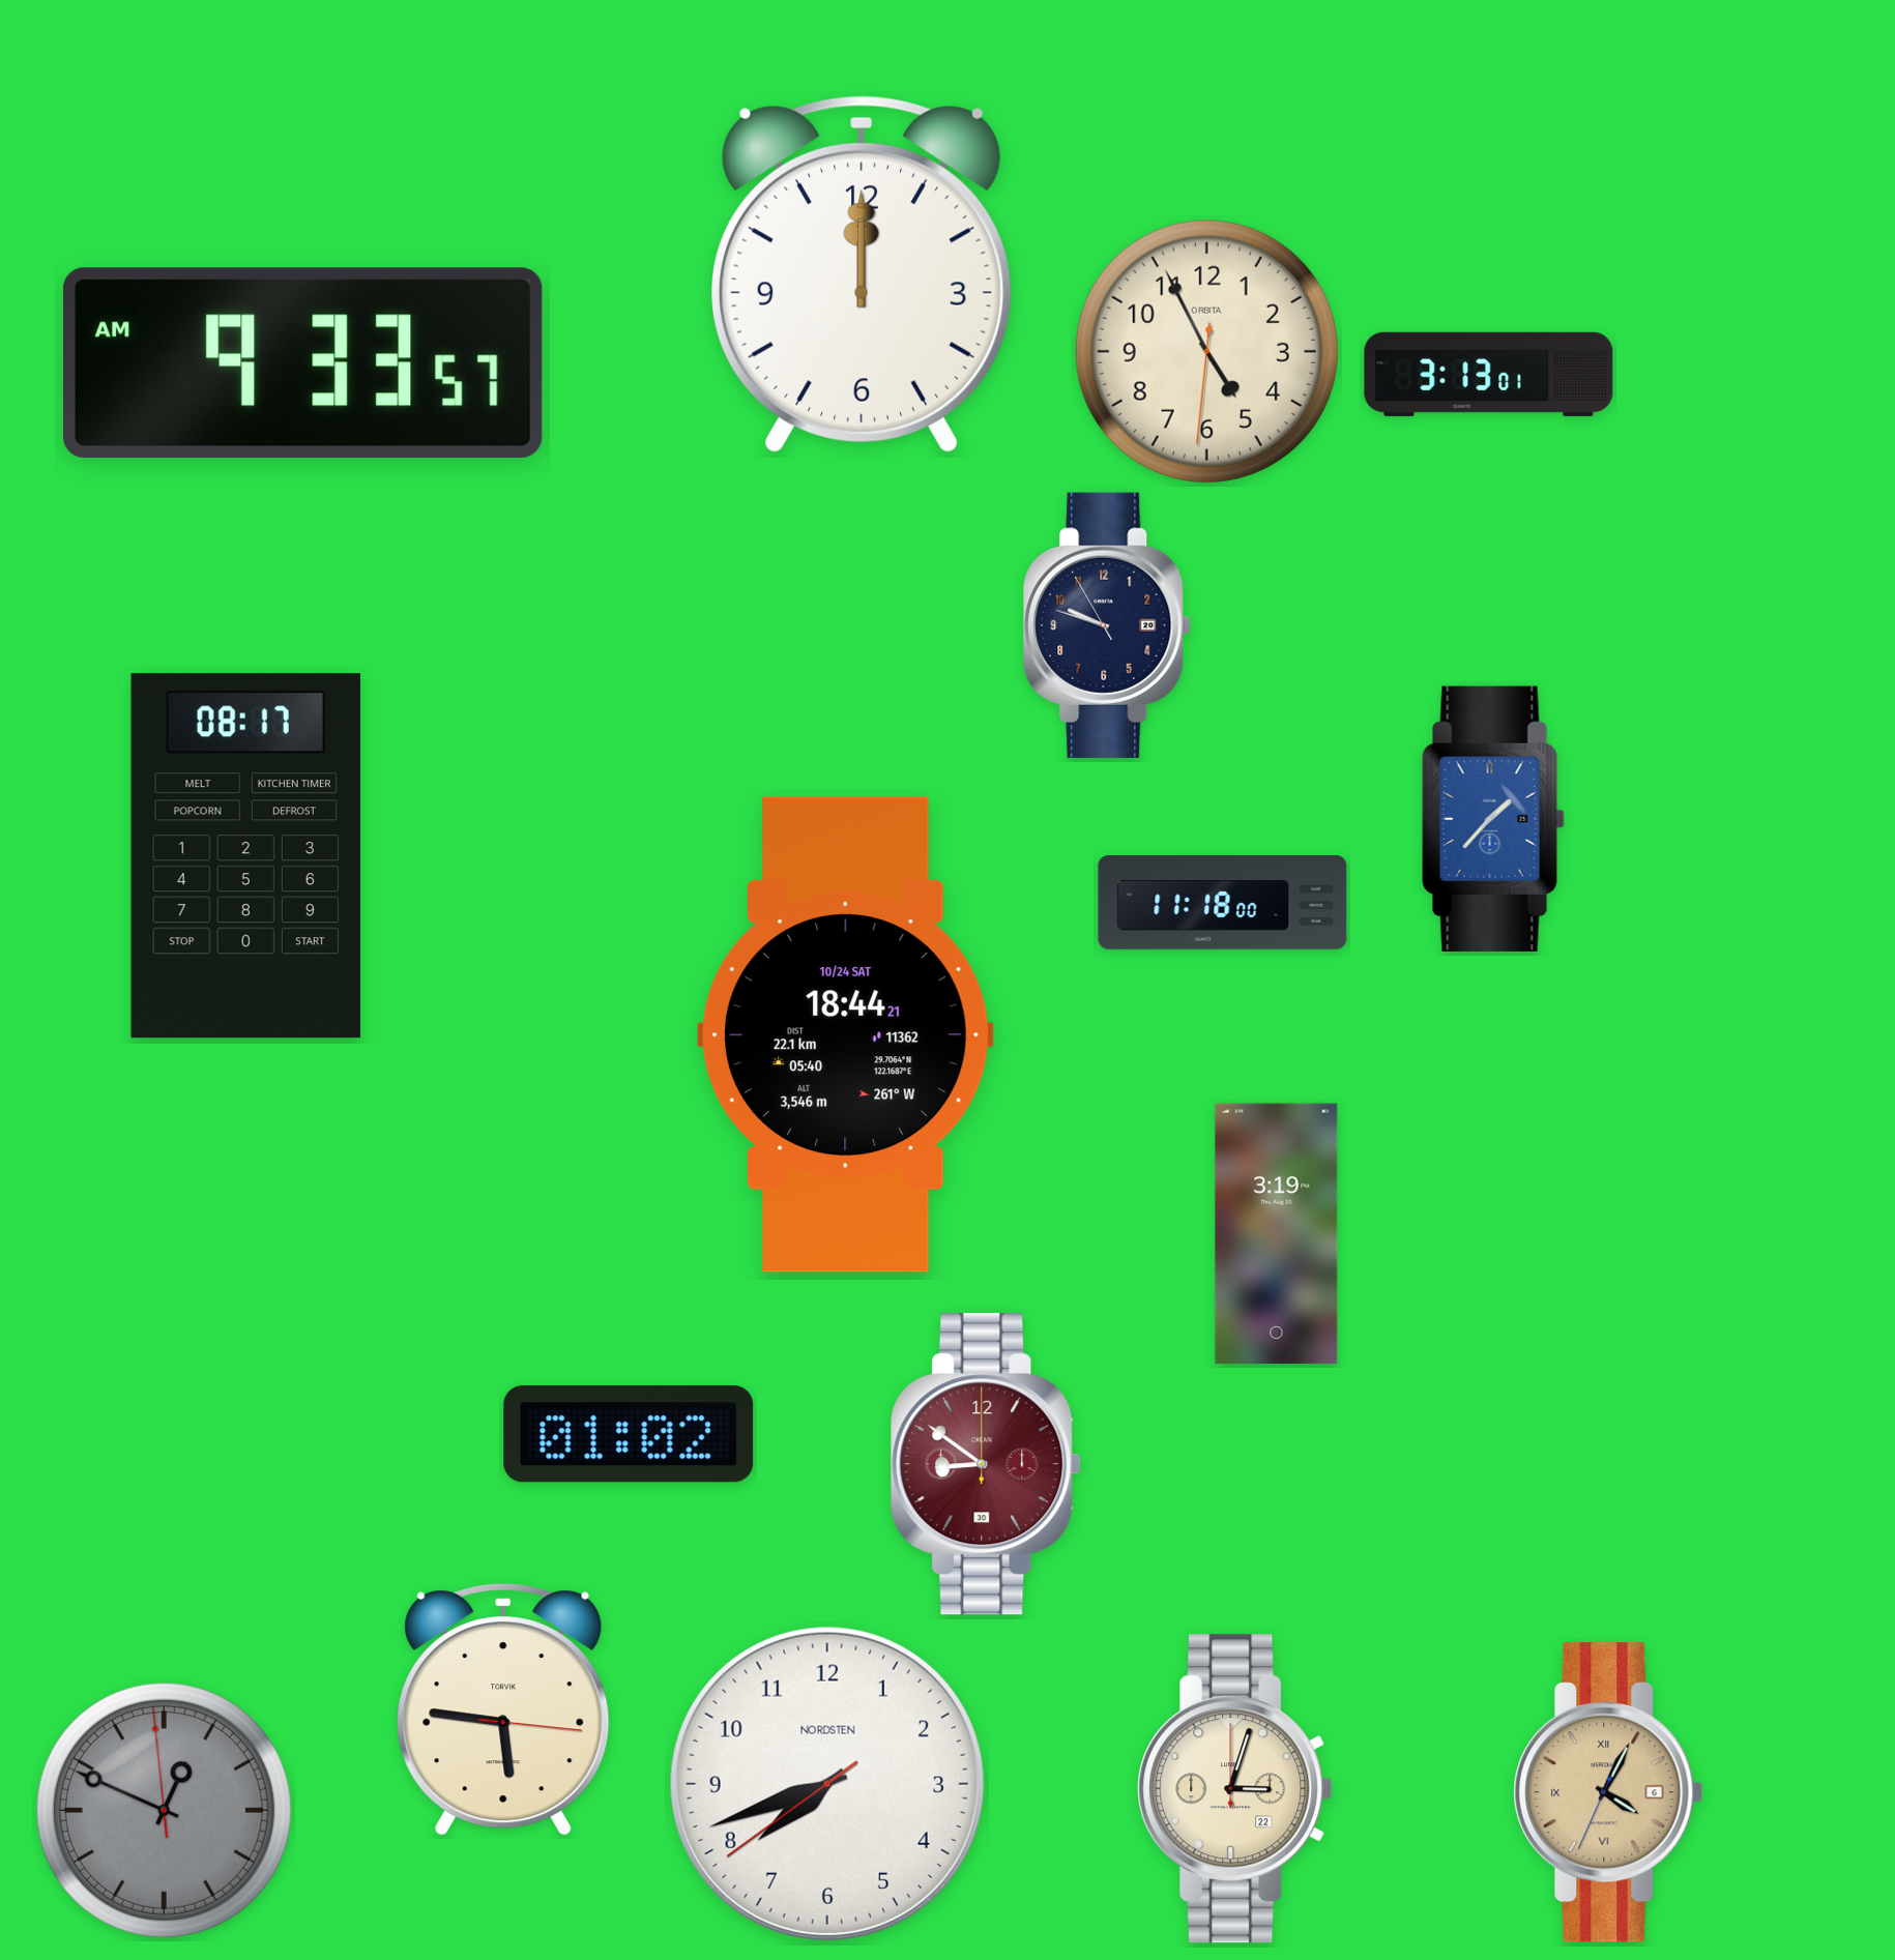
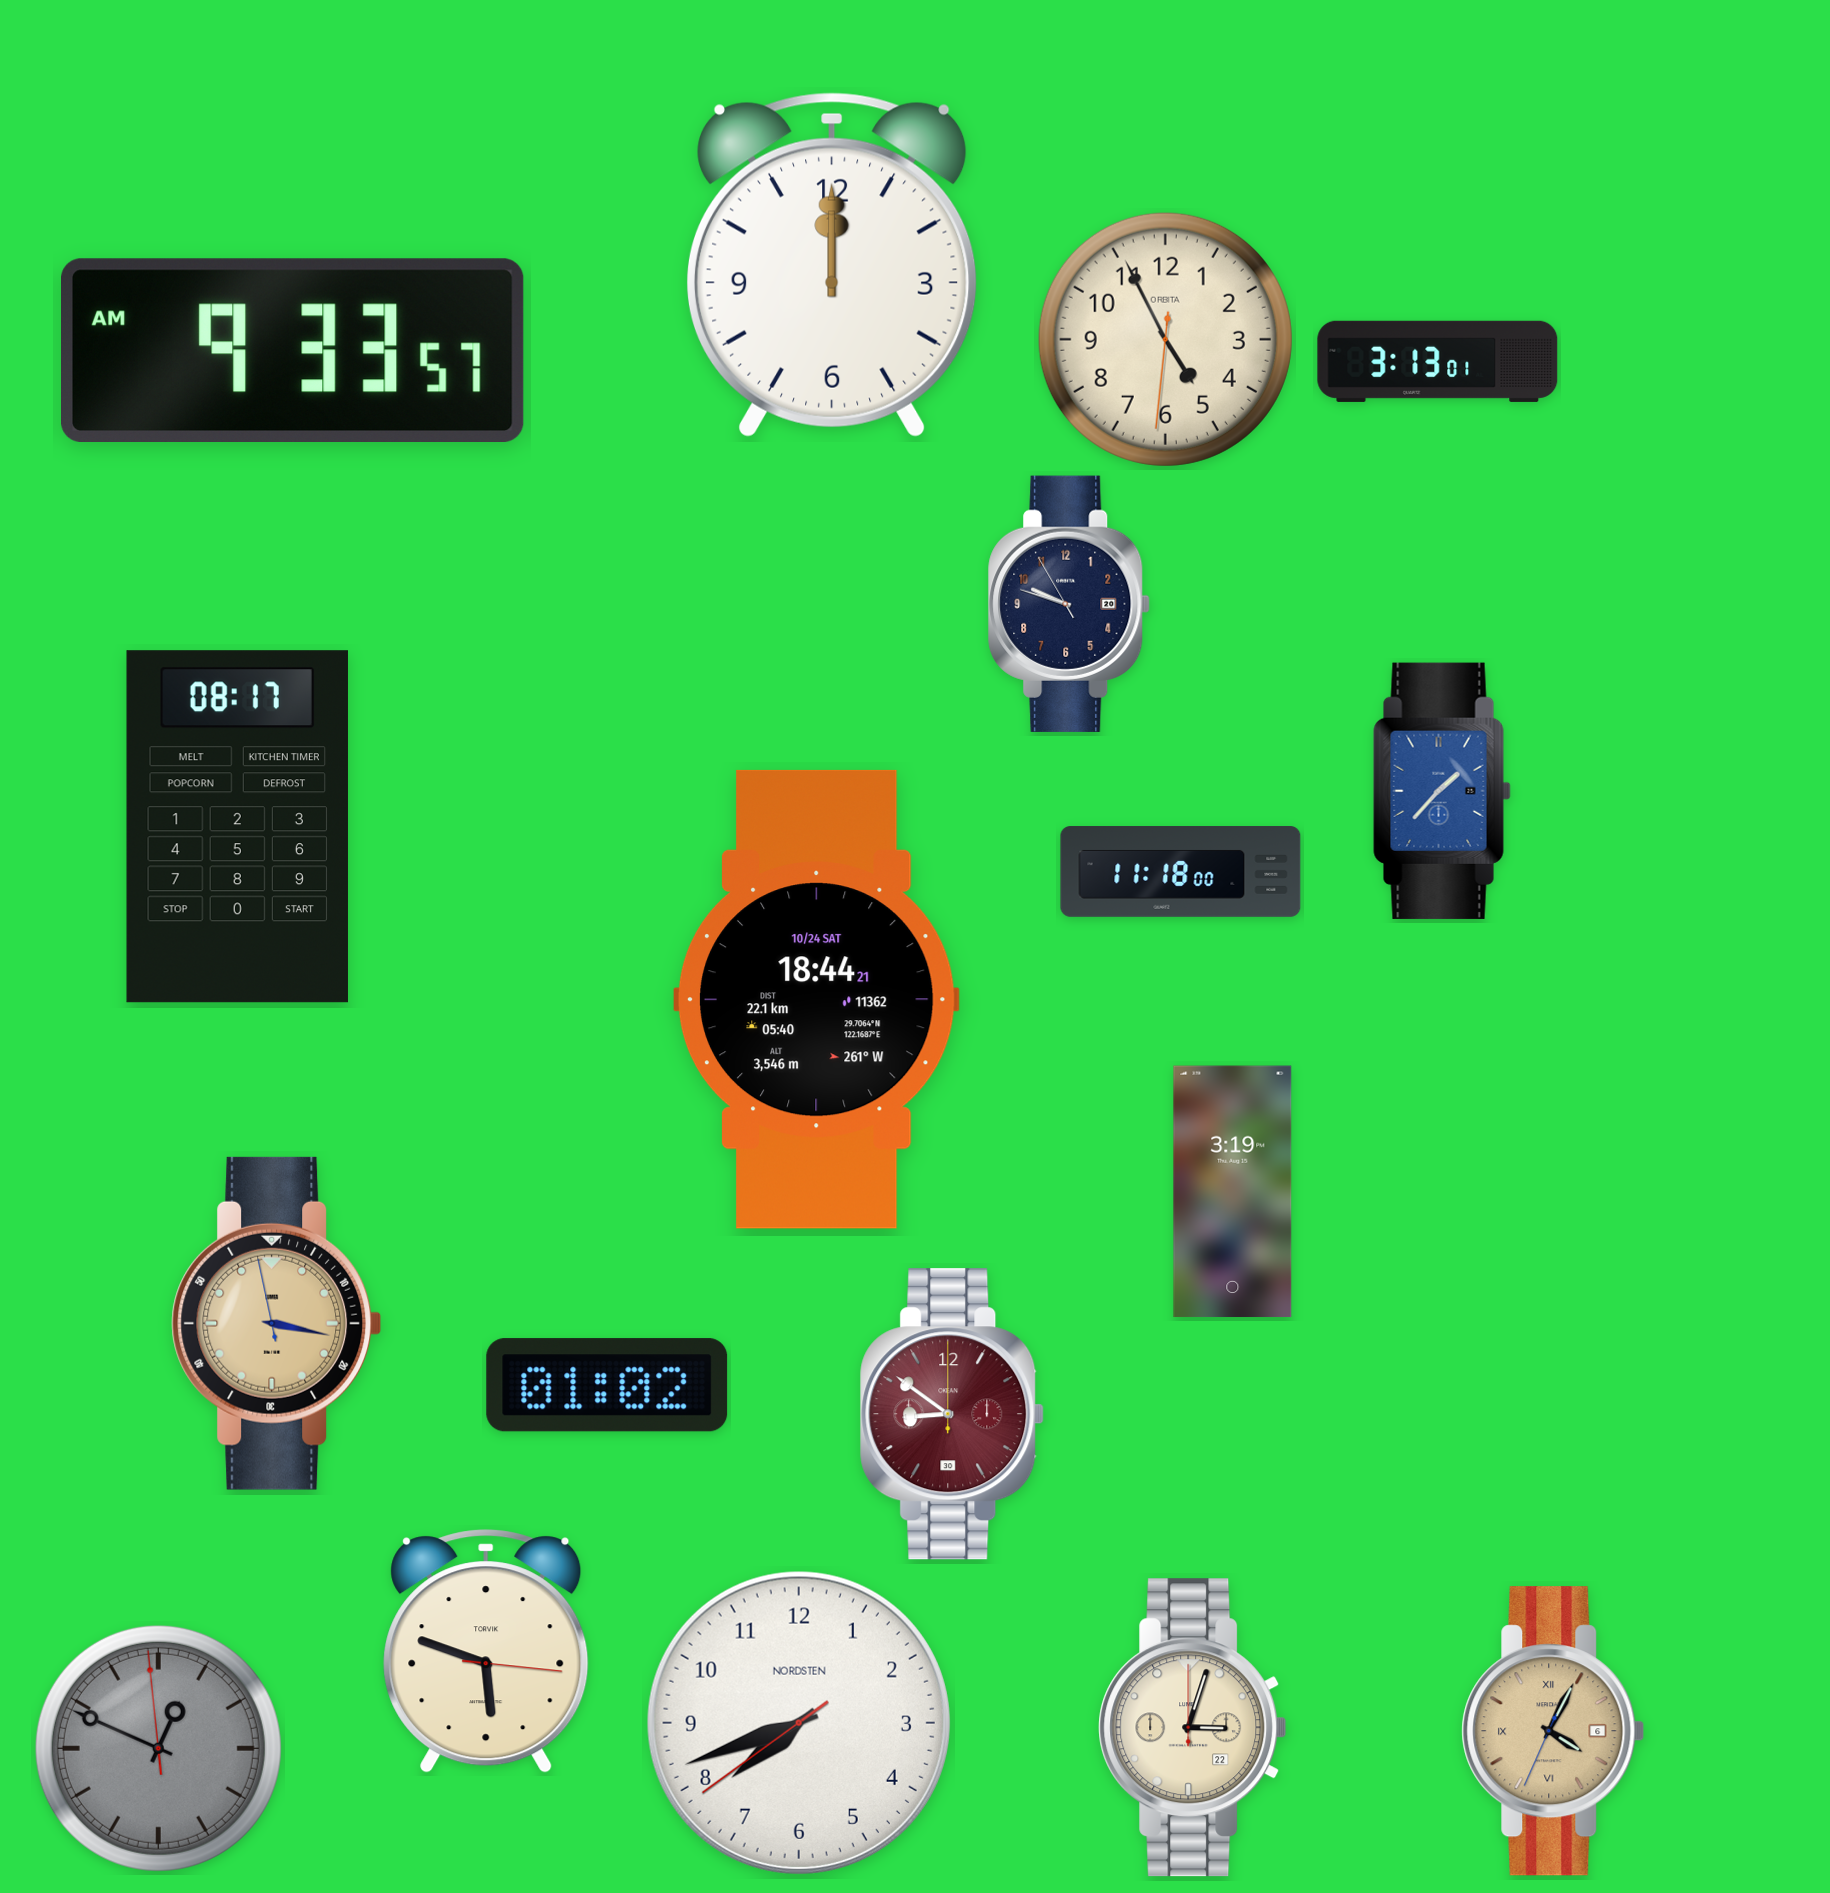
clock at (277, 1323): none -> 3:16
clock at (503, 1709): 5:46 -> 5:48
